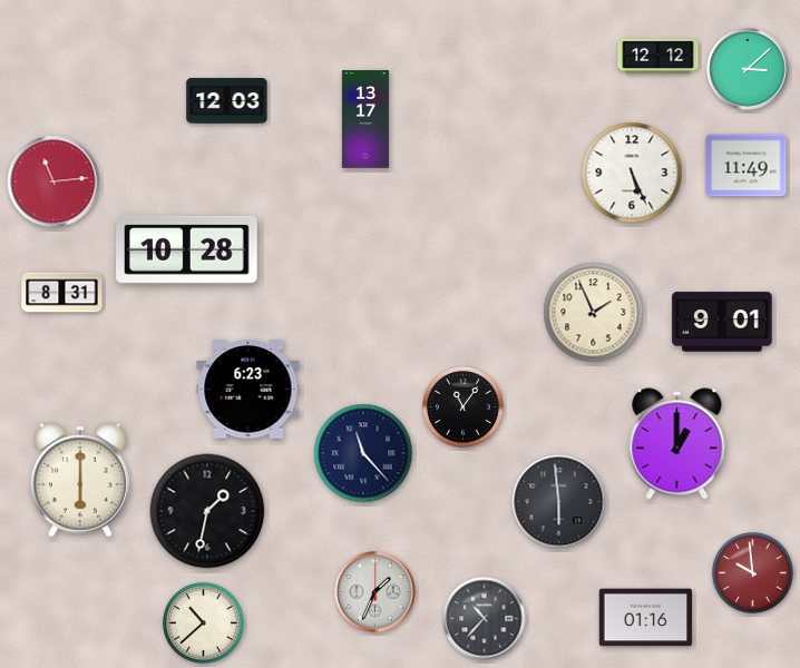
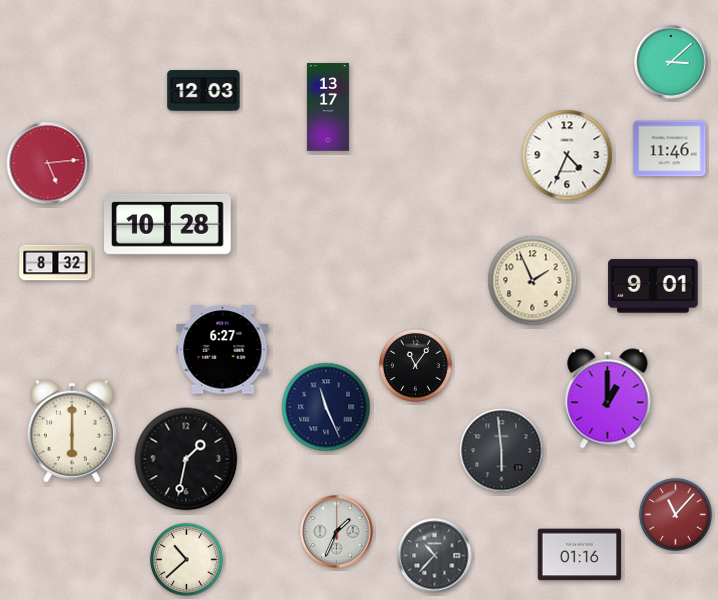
clock at (658, 56): 12:12 -> none
clock at (747, 166): 11:49 -> 11:46
clock at (632, 173): 5:26 -> 4:34
clock at (53, 181): 11:14 -> 5:14
clock at (62, 293): 8:31 -> 8:32
clock at (722, 322) position: (722, 322) -> (653, 286)
clock at (248, 390): 6:23 -> 6:27
clock at (363, 453): 11:23 -> 11:26
clock at (752, 572): 9:59 -> 11:07
clock at (203, 622) position: (203, 622) -> (186, 559)
